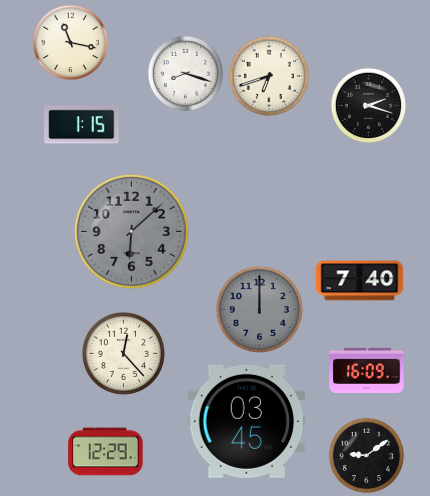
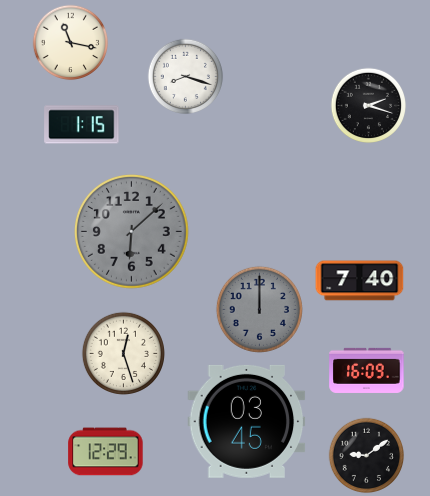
clock at (186, 74) position: (186, 74) -> (186, 77)
clock at (268, 75): 6:42 -> none
clock at (123, 353): 12:23 -> 12:27
